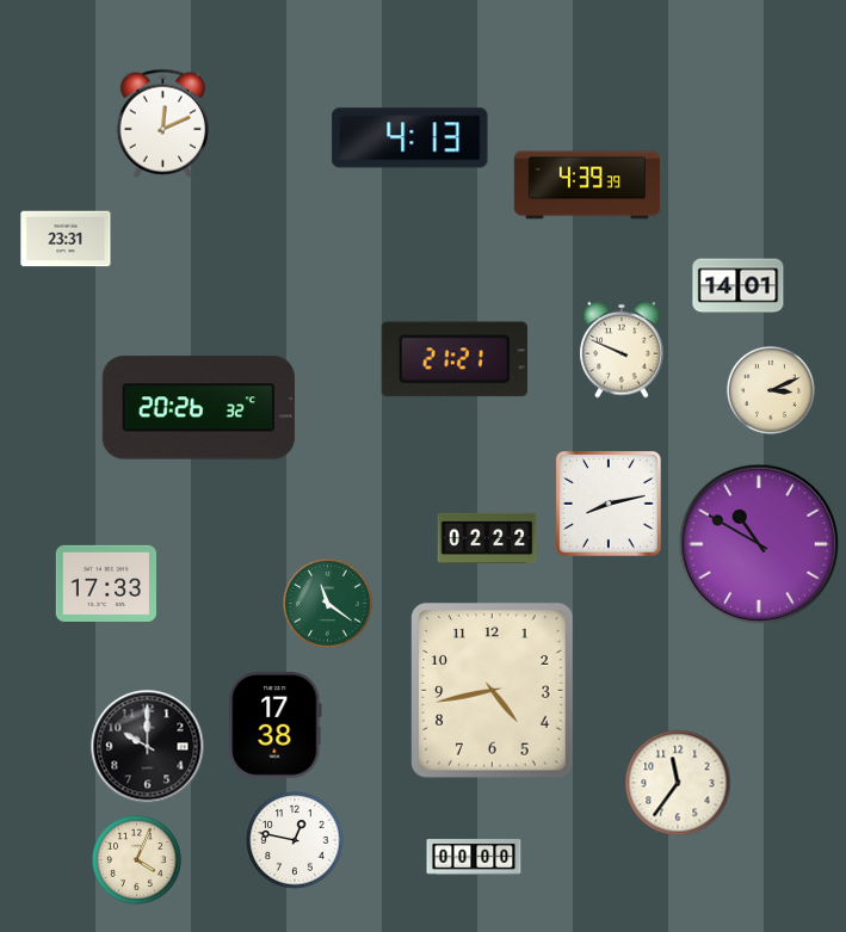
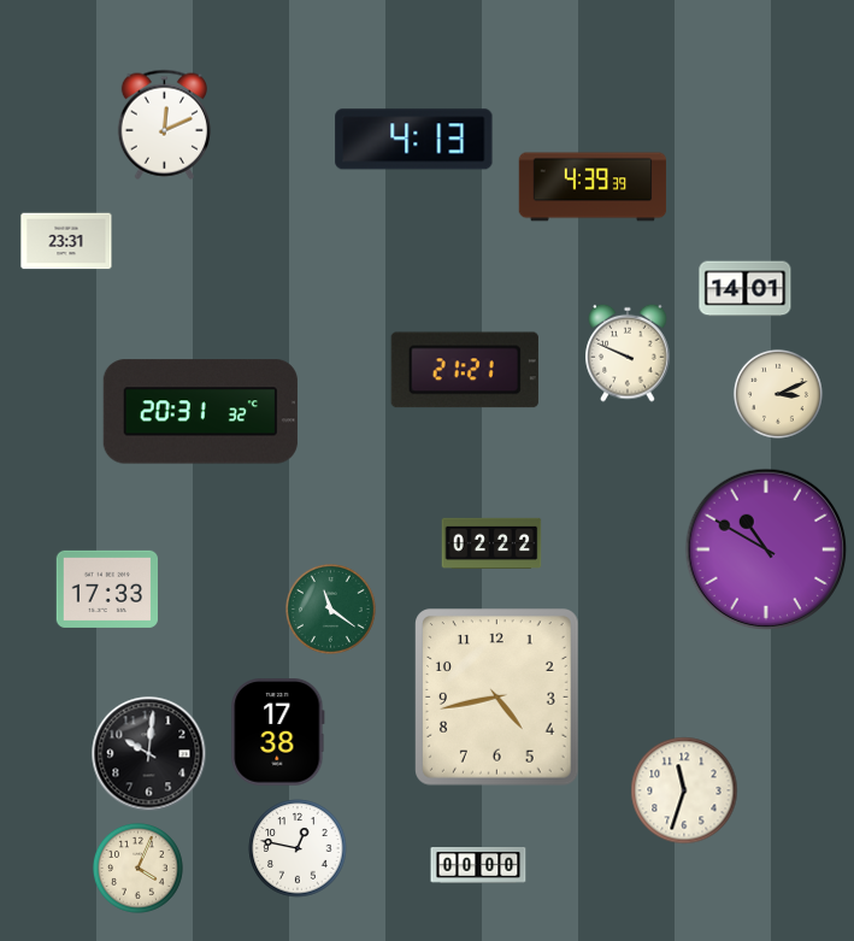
clock at (455, 359) position: (455, 359) -> (465, 370)
clock at (198, 408): 20:26 -> 20:31
clock at (610, 505): 8:13 -> none
clock at (148, 747): 10:00 -> 10:01
clock at (678, 783): 11:36 -> 11:33
